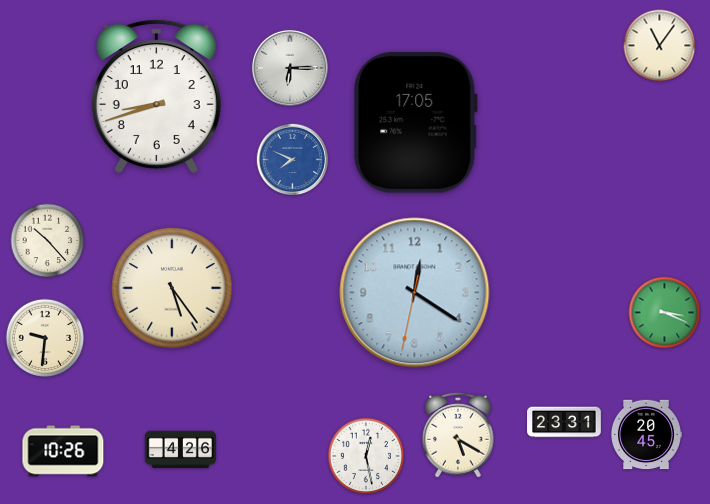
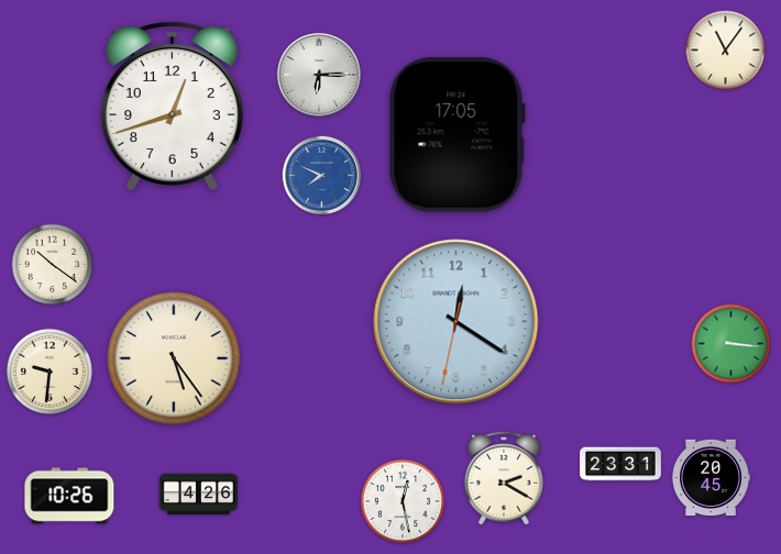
clock at (156, 96): 8:42 -> 12:42
clock at (48, 241): 10:23 -> 10:21
clock at (172, 288) position: (172, 288) -> (174, 358)
clock at (665, 313): 3:19 -> 3:16
clock at (458, 435): 5:20 -> 2:20
